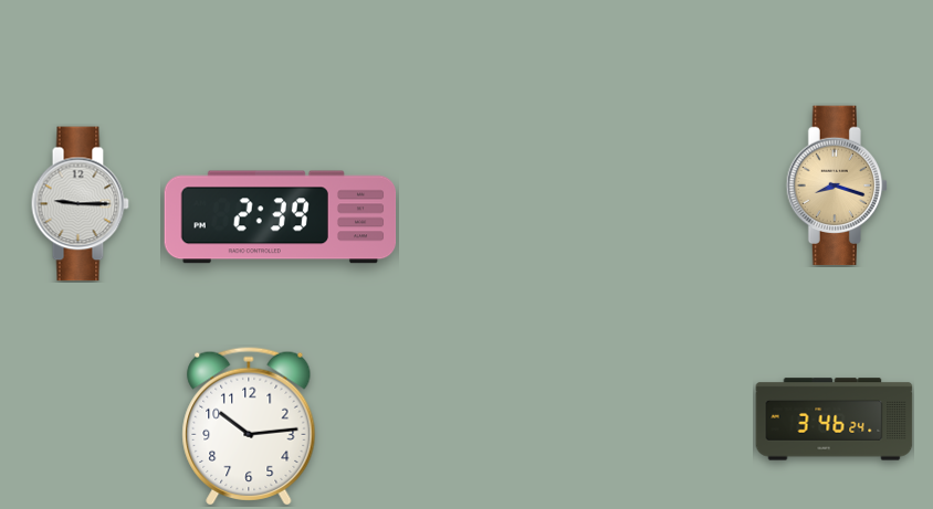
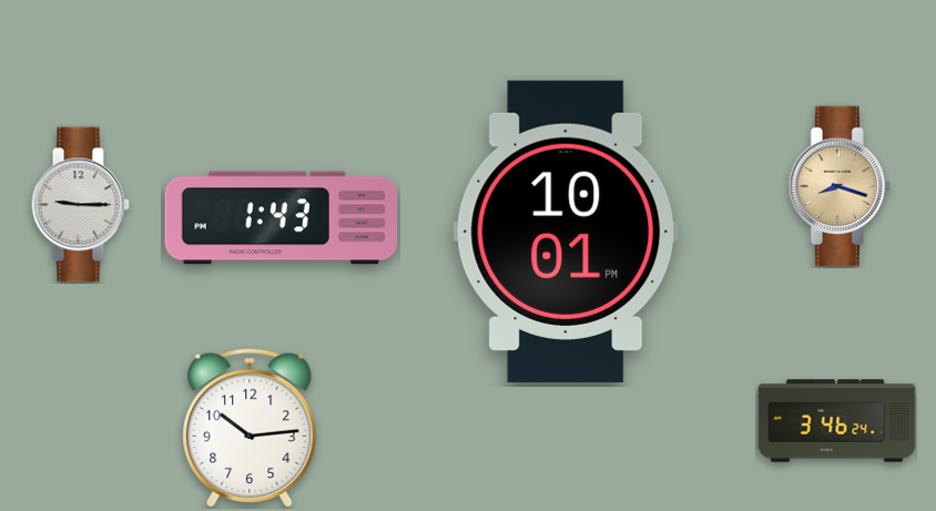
clock at (281, 218): 2:39 -> 1:43
clock at (566, 232): none -> 10:01
